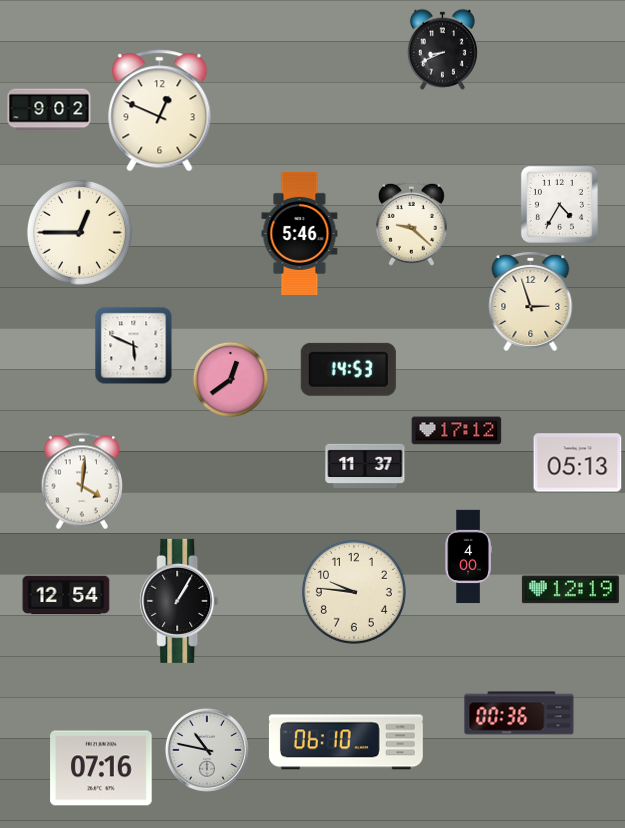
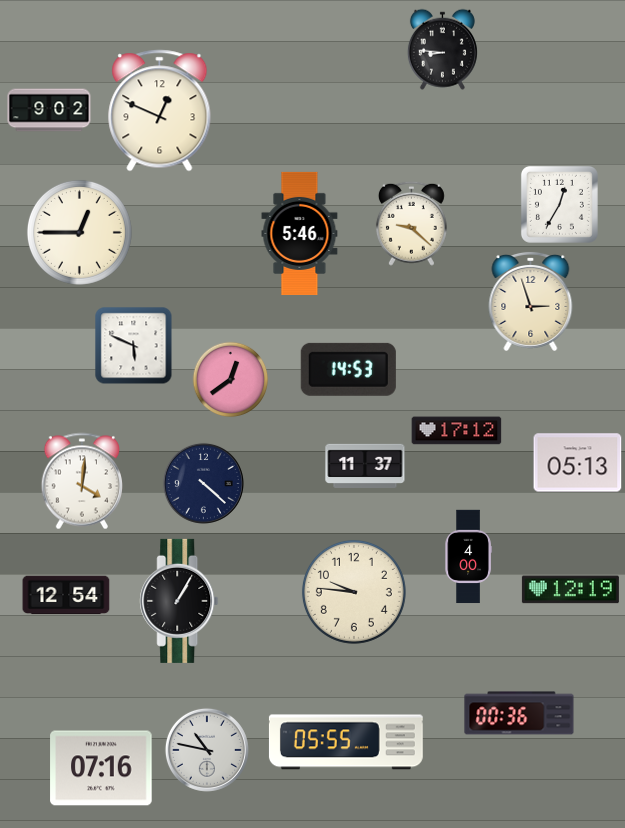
clock at (442, 49): 8:41 -> 8:46
clock at (559, 204): 4:35 -> 12:35
clock at (203, 483): none -> 4:22
clock at (346, 742): 06:10 -> 05:55
